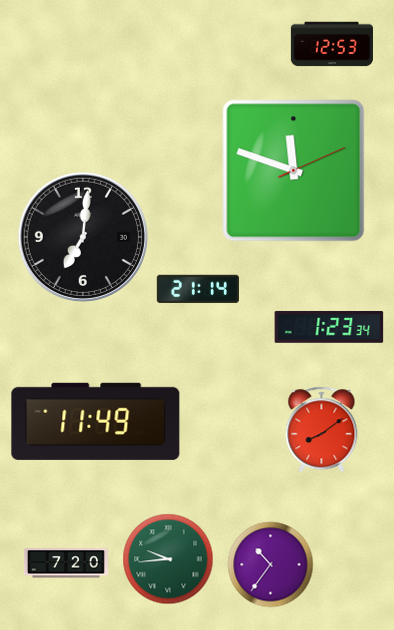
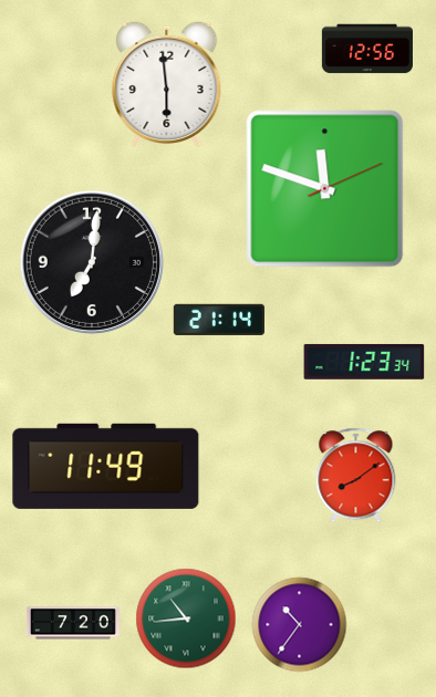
clock at (332, 44): 12:53 -> 12:56
clock at (167, 83): none -> 5:59
clock at (168, 559): 9:44 -> 10:44
